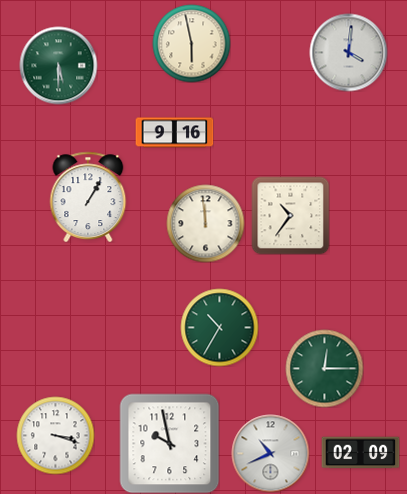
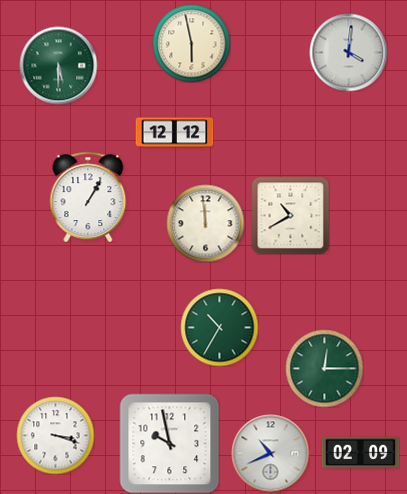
clock at (174, 133): 9:16 -> 12:12
clock at (290, 215): 10:36 -> 10:40
